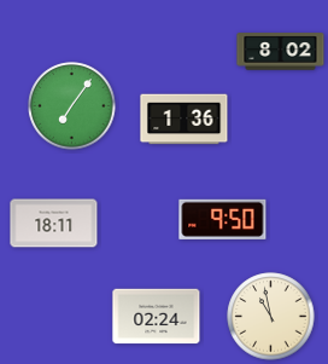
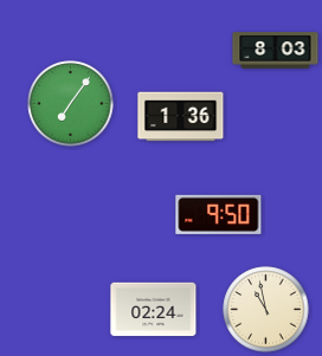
clock at (281, 52): 8:02 -> 8:03
clock at (54, 224): 18:11 -> none
